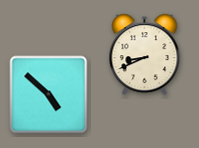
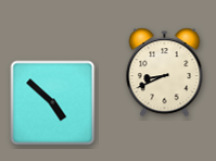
clock at (145, 55) position: (145, 55) -> (165, 73)
